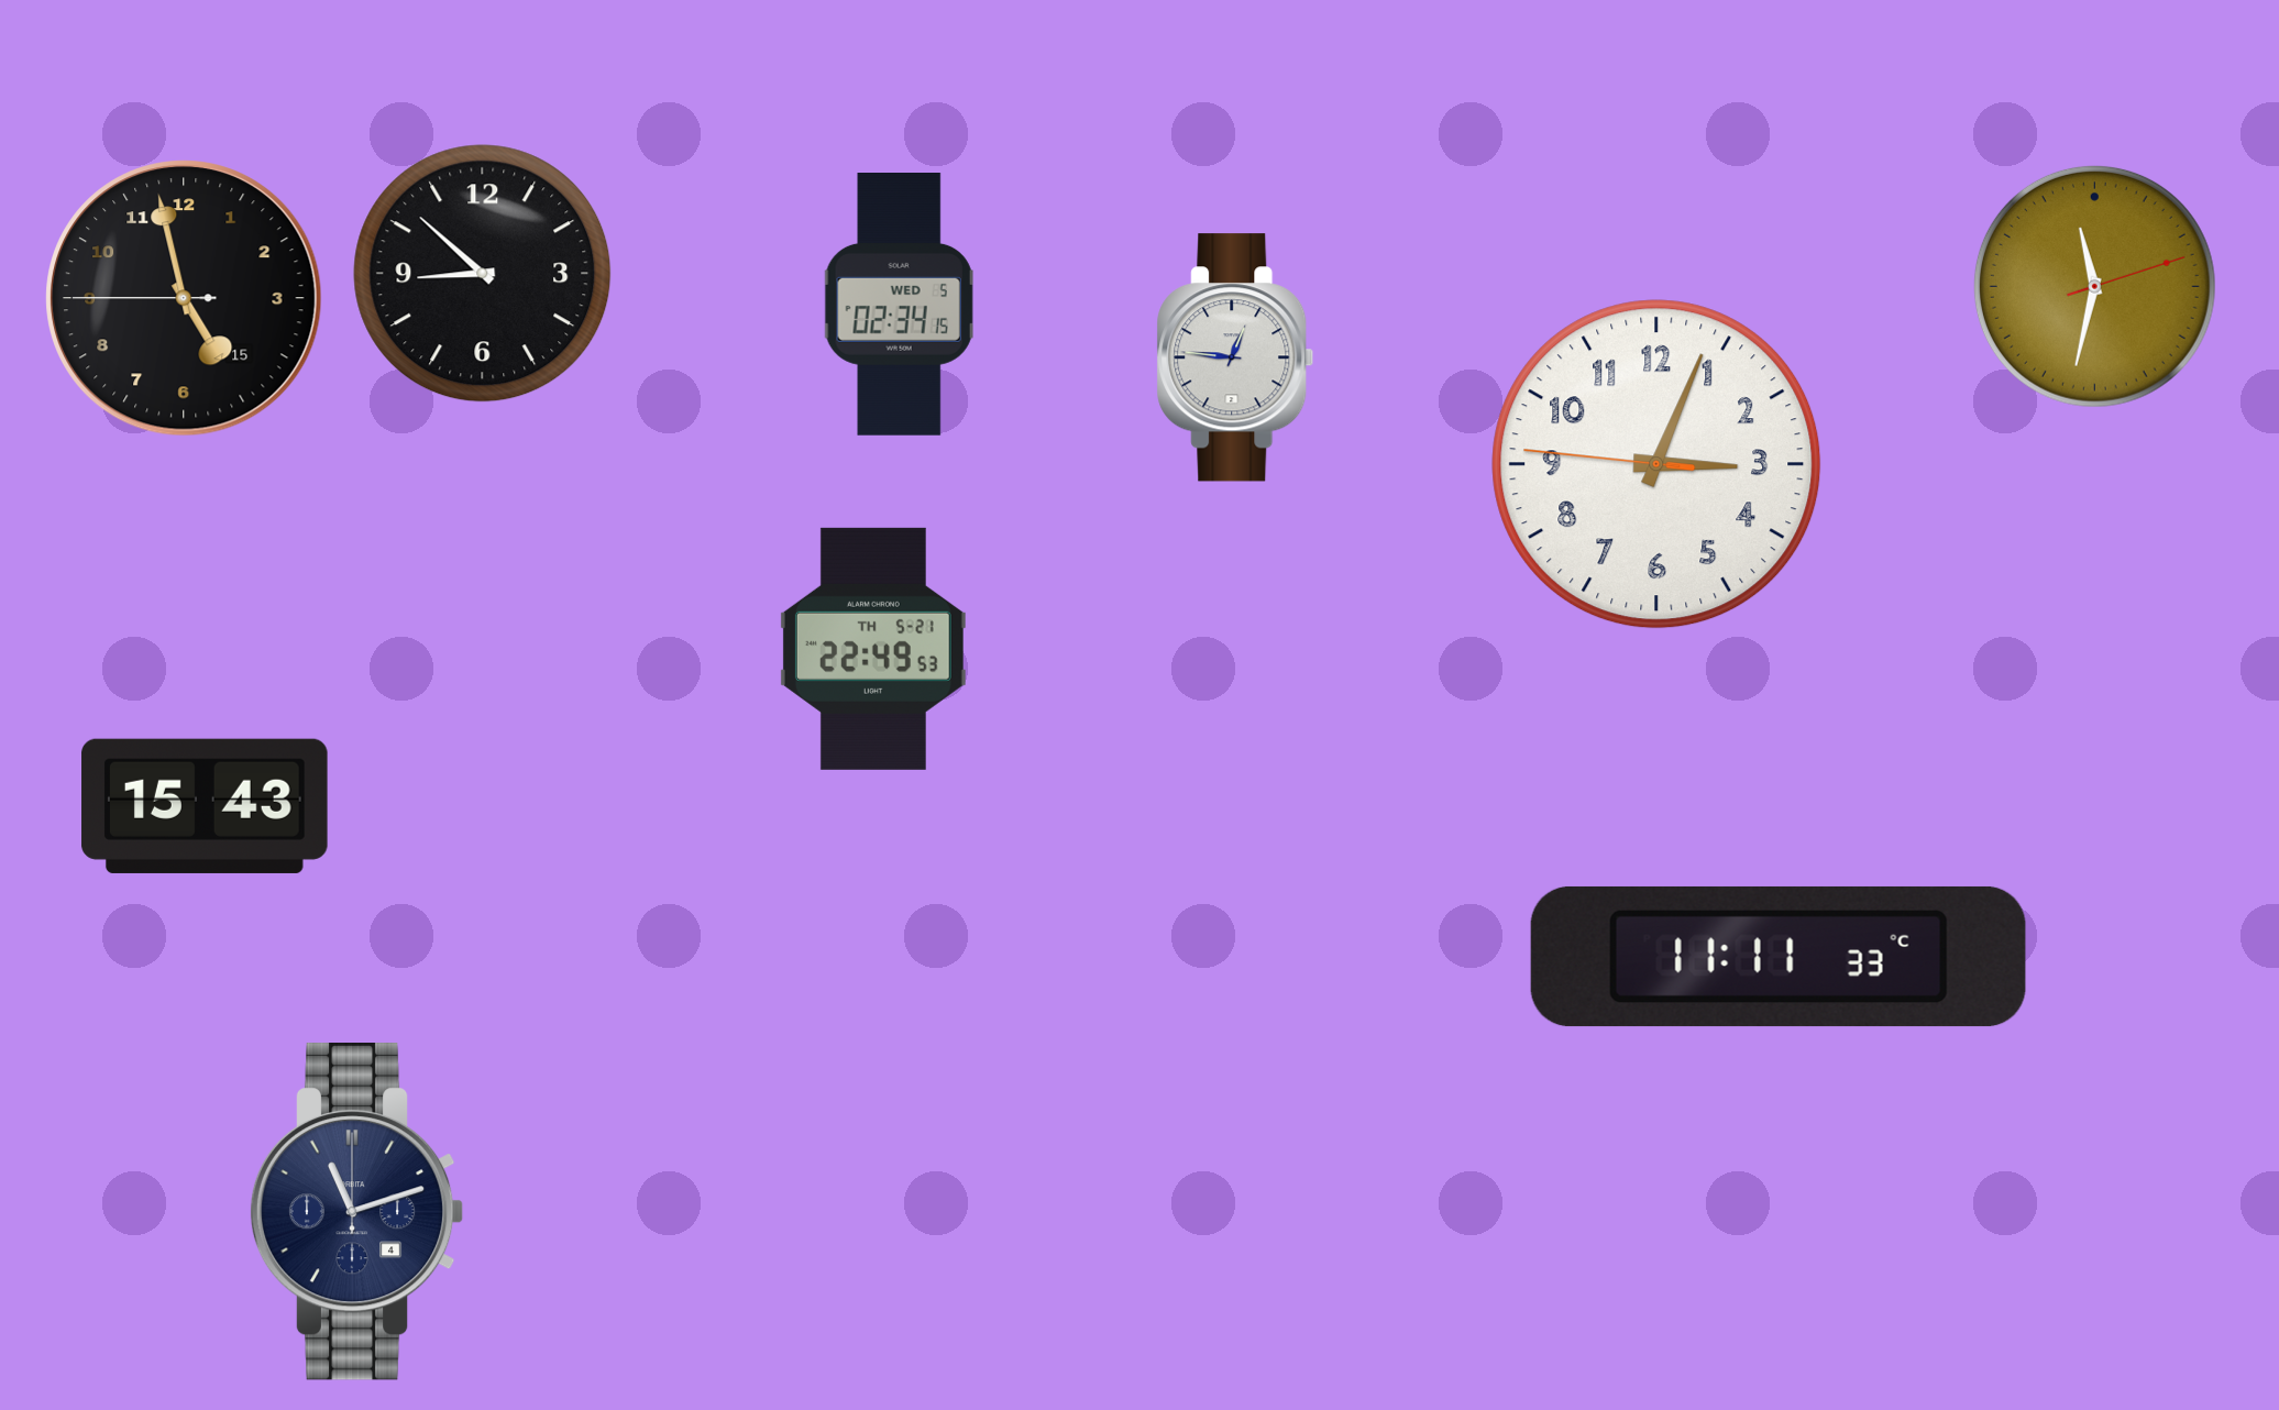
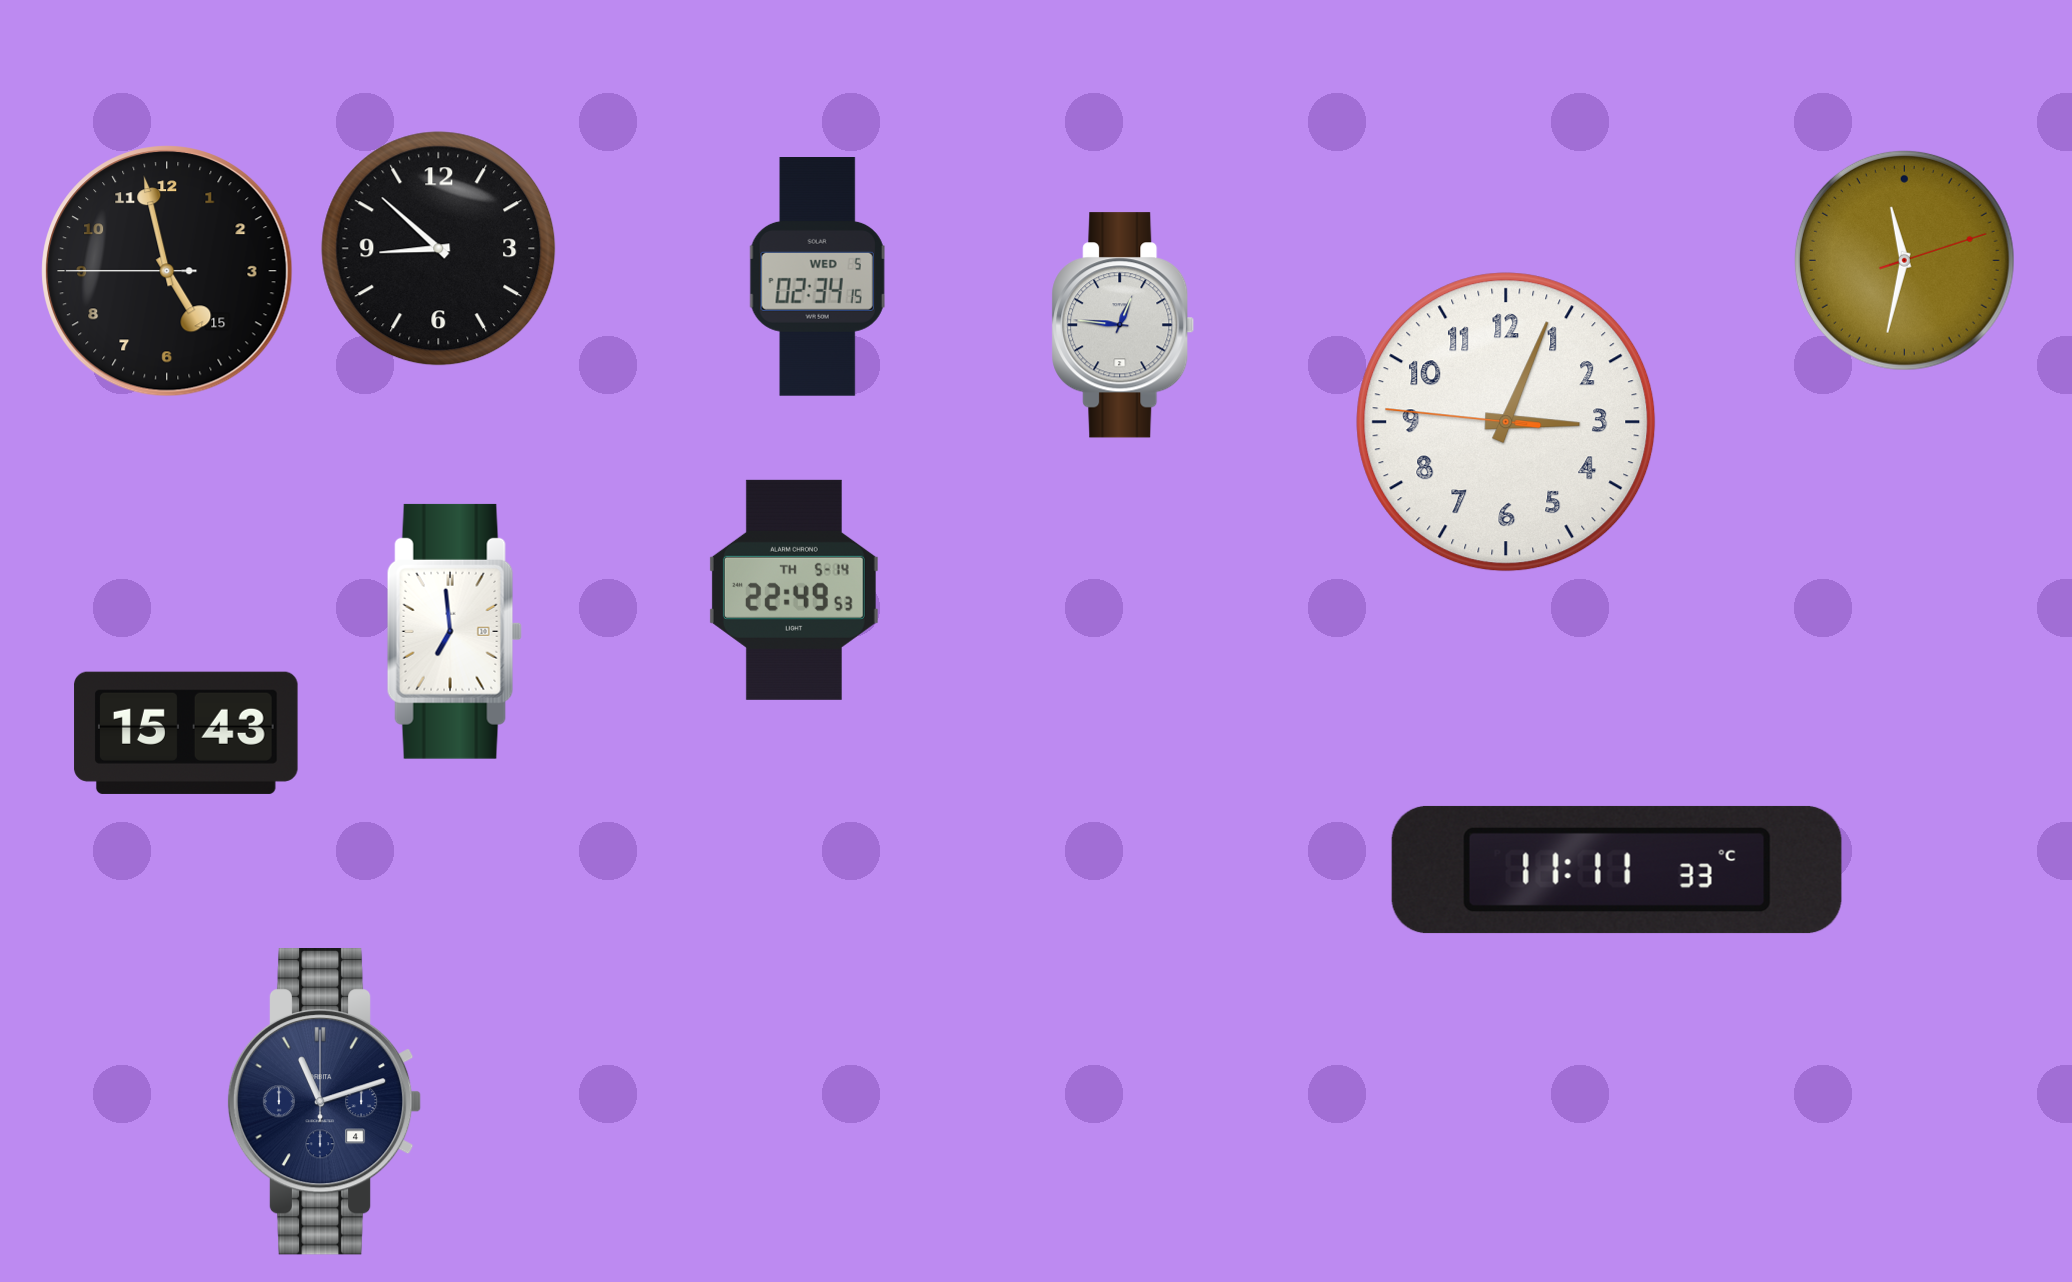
clock at (873, 649) date: TH 5-21 -> TH 5-14
clock at (454, 631): none -> 6:59
